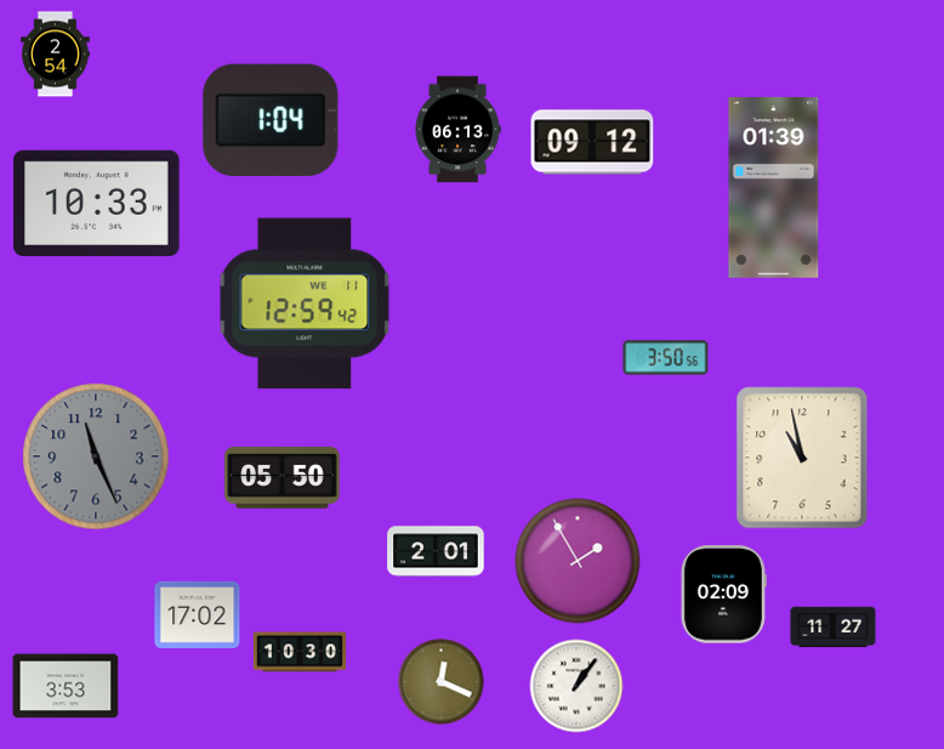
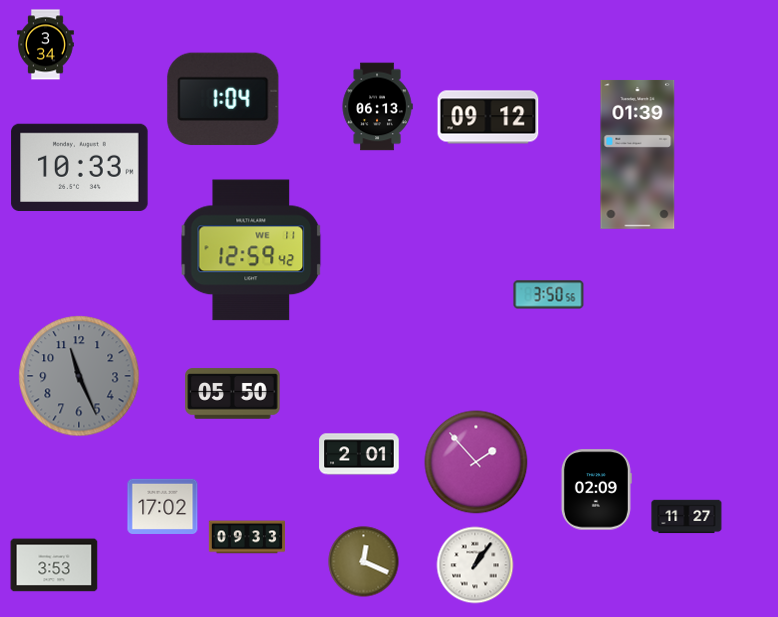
clock at (56, 55): 2:54 -> 3:34
clock at (802, 458): 10:58 -> none
clock at (578, 561): 1:55 -> 1:53
clock at (298, 652): 10:30 -> 09:33
